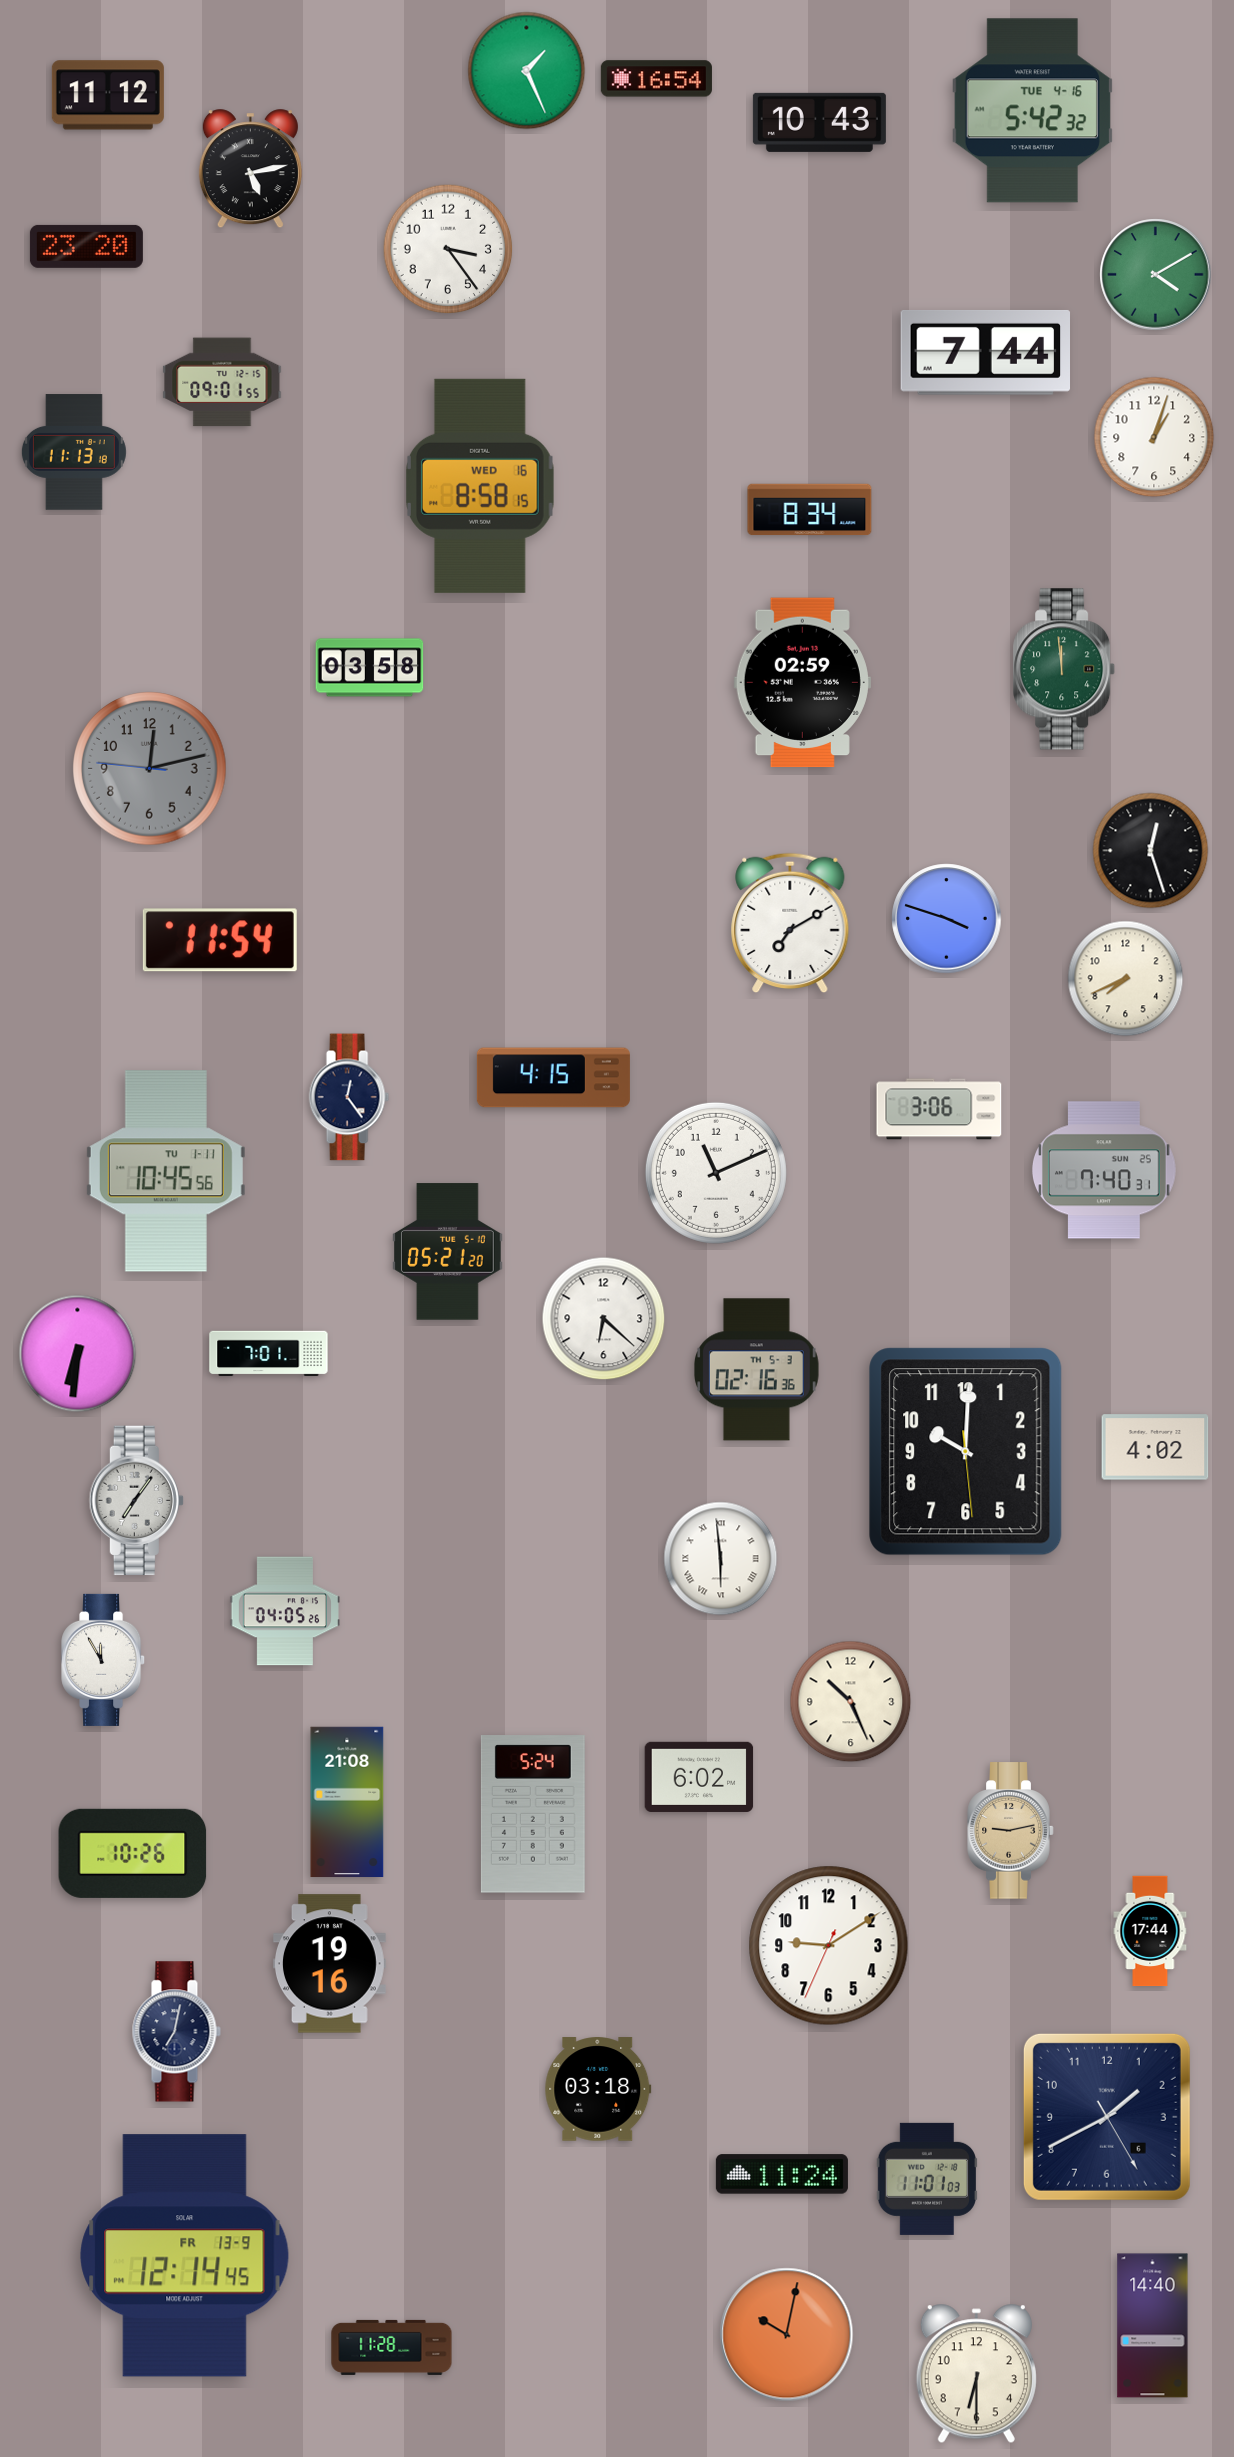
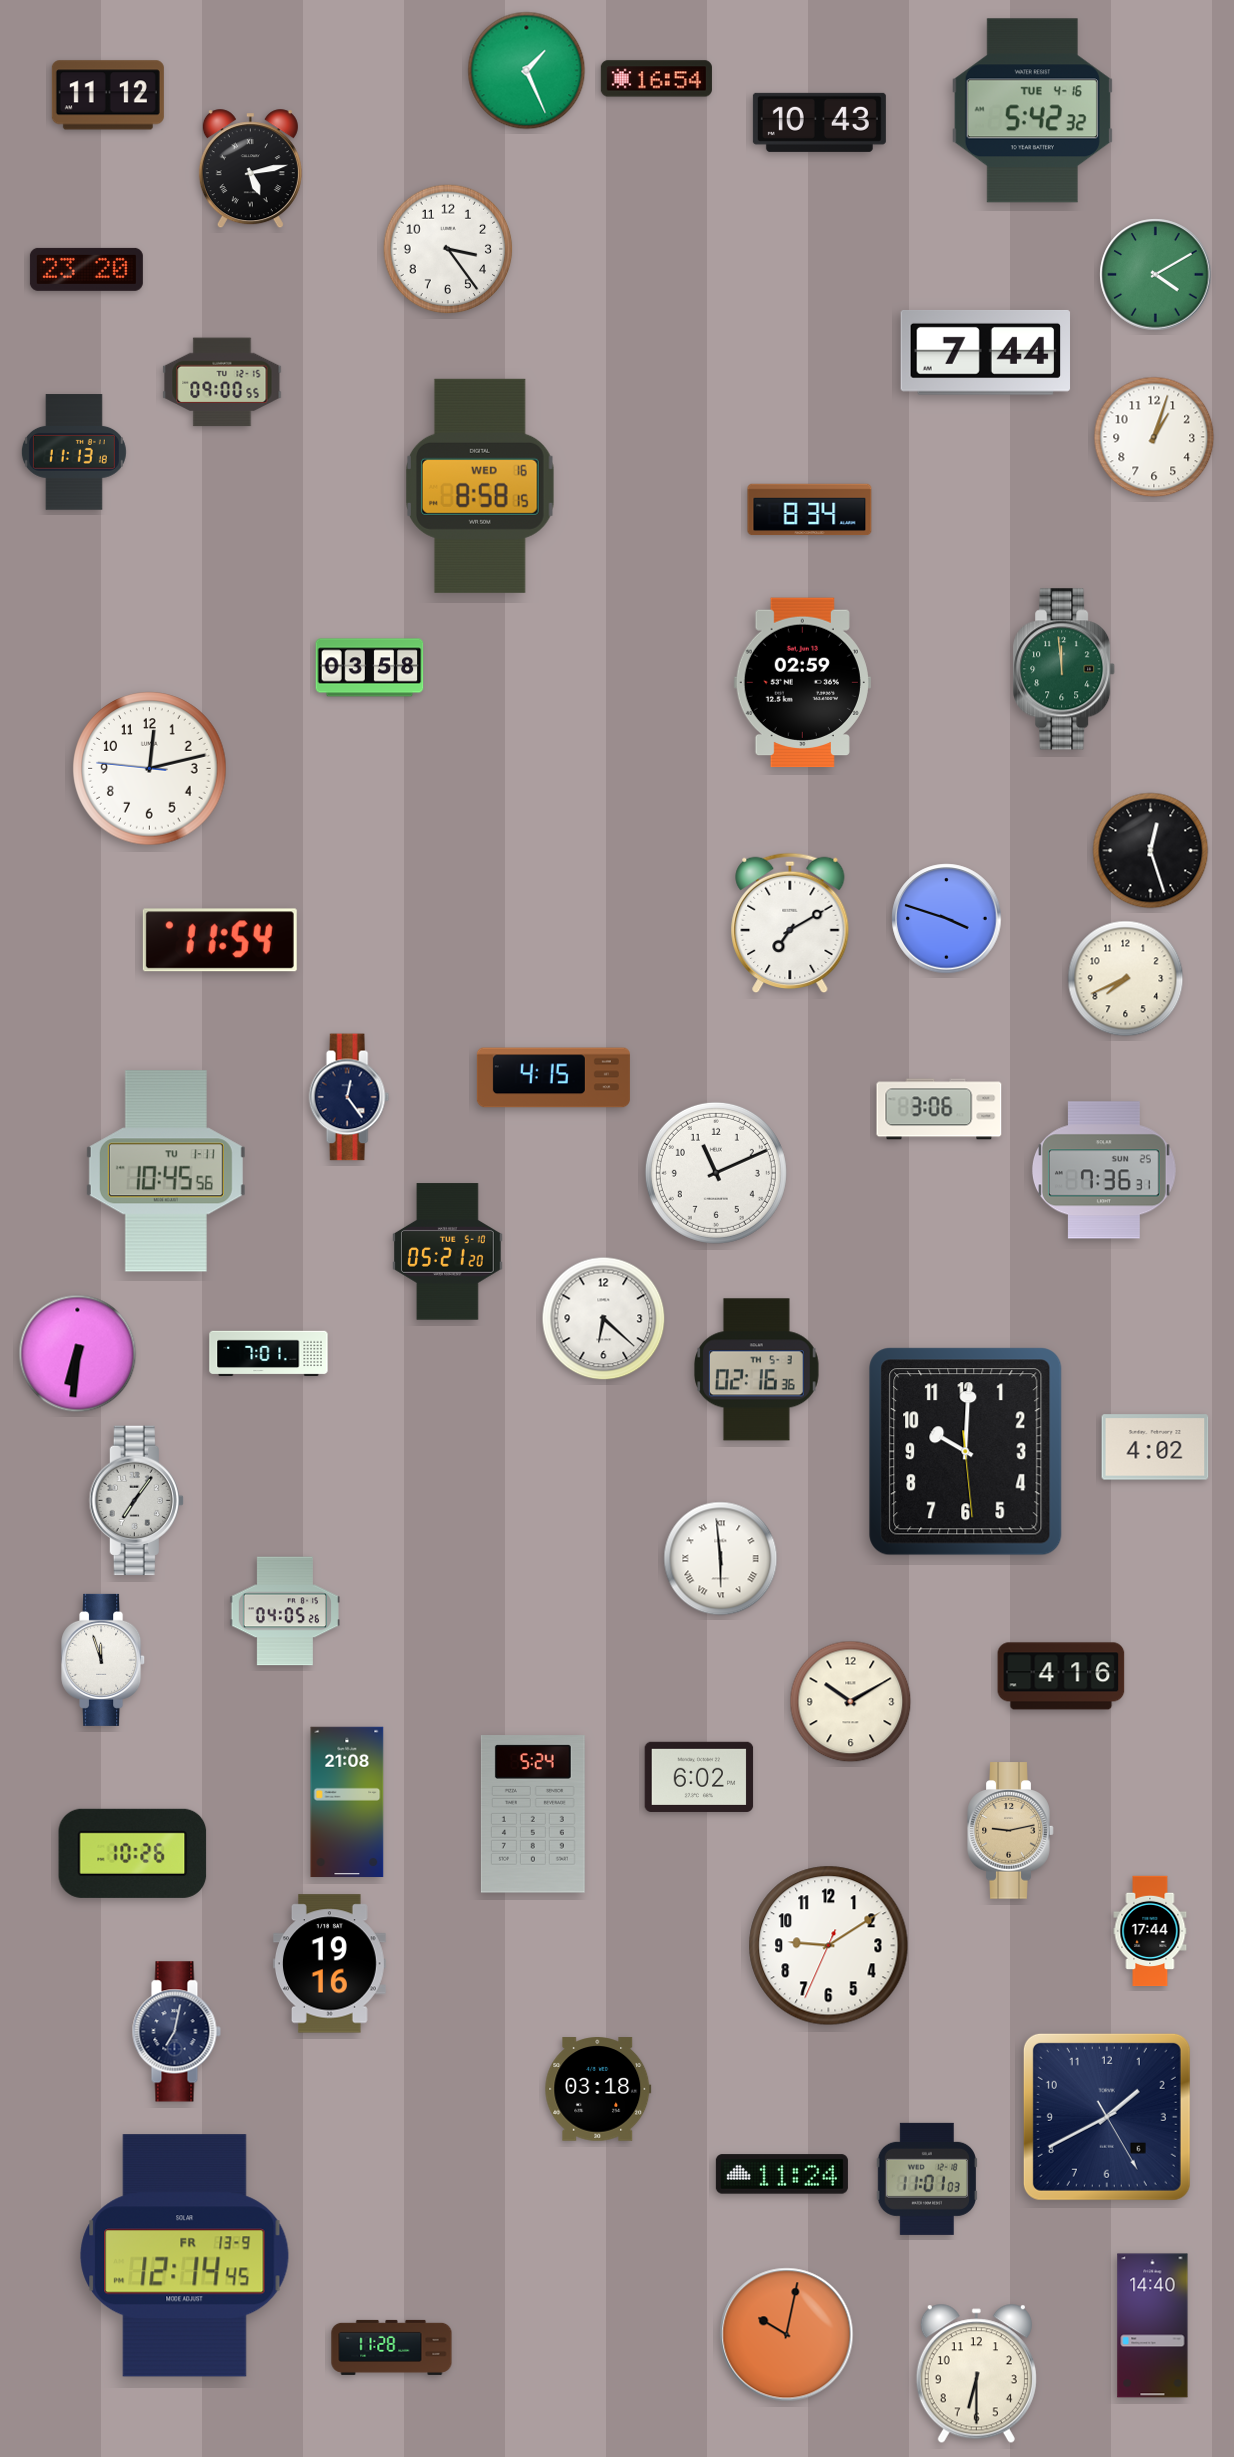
clock at (86, 246) position: (86, 246) -> (86, 269)
clock at (222, 382): 09:01 -> 09:00
clock at (150, 769) dial: grey -> white
clock at (1104, 1170): 7:40 -> 7:36
clock at (104, 1660): 11:55 -> 11:57
clock at (1061, 1676): none -> 4:16
clock at (851, 1702): 10:26 -> 10:10
